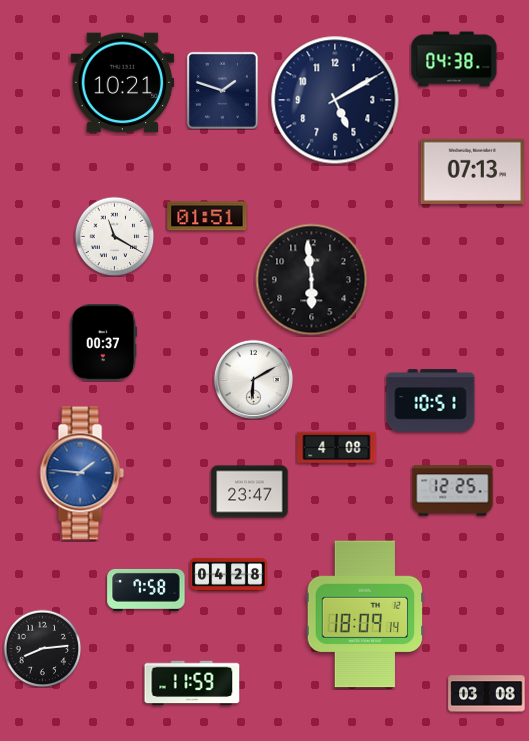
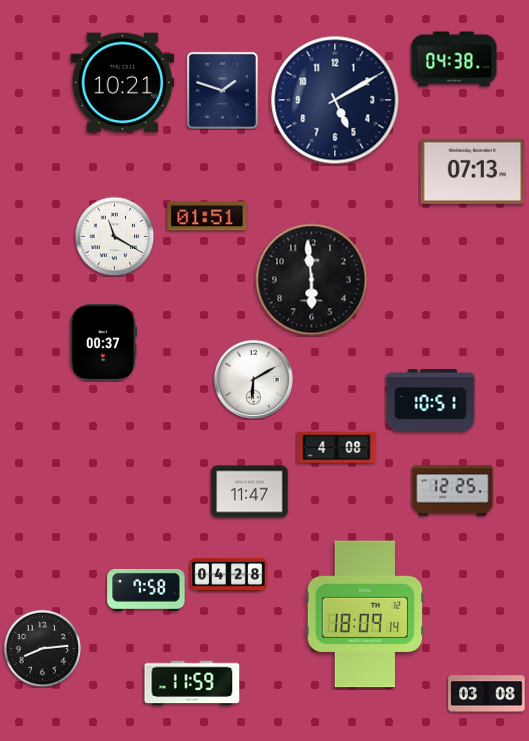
clock at (82, 473): 1:46 -> none
clock at (250, 492): 23:47 -> 11:47
